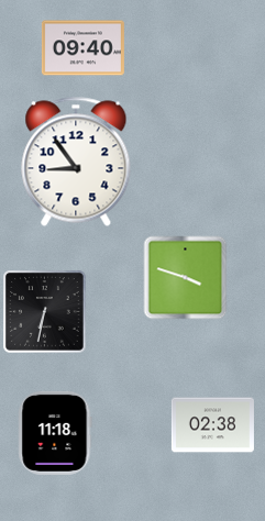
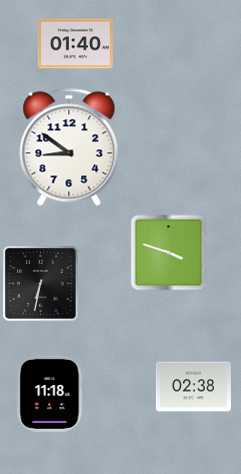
clock at (82, 48): 09:40 -> 01:40
clock at (76, 162): 8:54 -> 8:51
